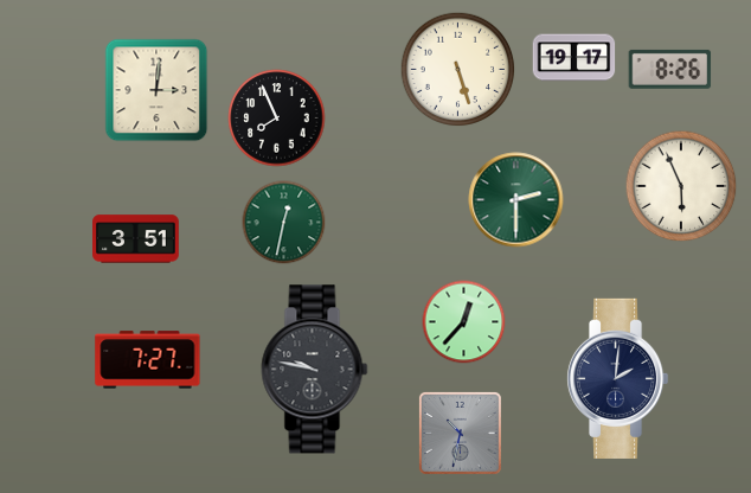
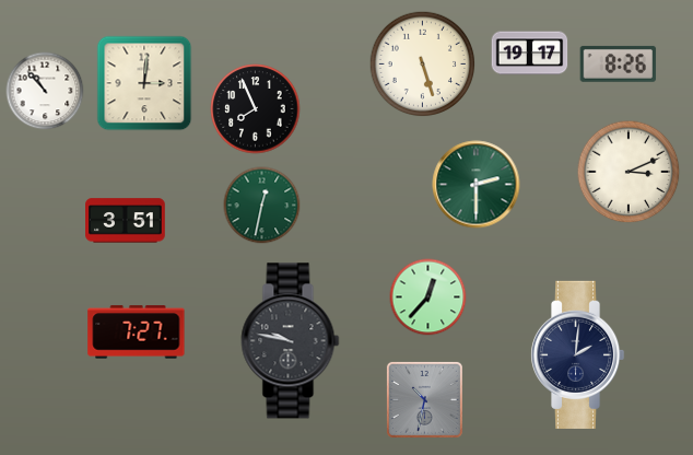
clock at (45, 91): none -> 10:53
clock at (681, 186): 5:56 -> 3:11
clock at (617, 378) position: (617, 378) -> (577, 354)
